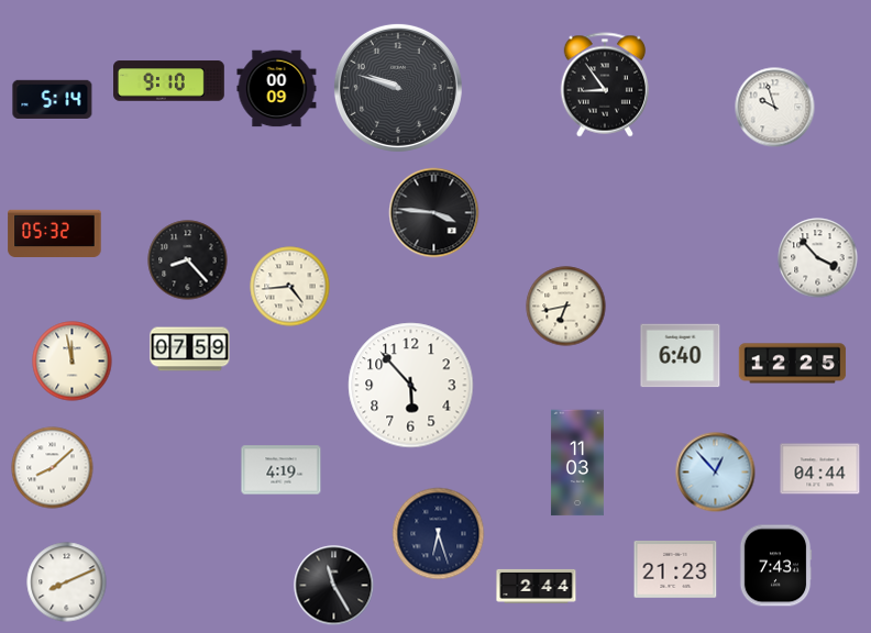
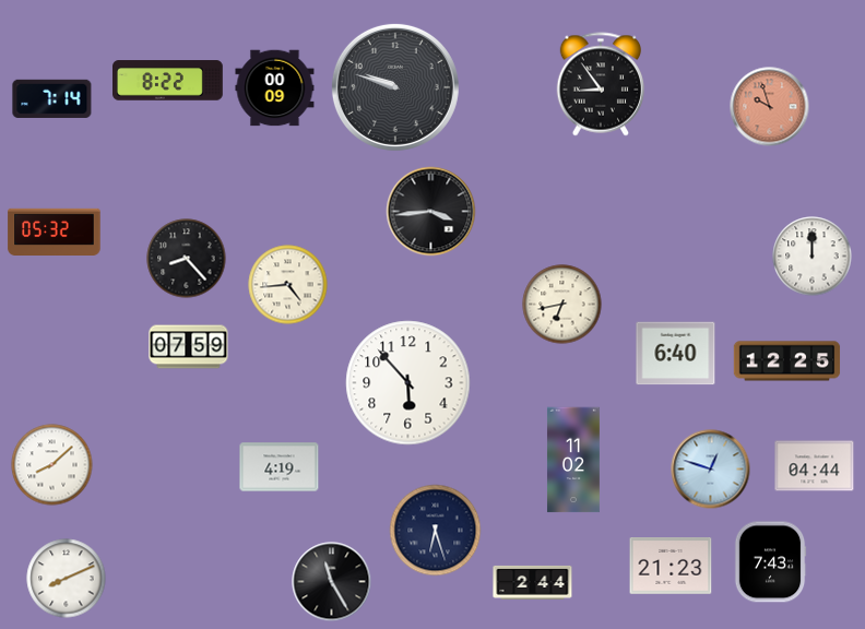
clock at (169, 81): 9:10 -> 8:22
clock at (53, 99): 5:14 -> 7:14
clock at (775, 108) dial: white -> salmon
clock at (434, 213): 3:46 -> 3:44
clock at (818, 258): 3:53 -> 12:00
clock at (73, 362): 11:58 -> none
clock at (577, 463): 11:03 -> 11:02
clock at (716, 473): 12:53 -> 12:48
